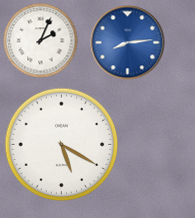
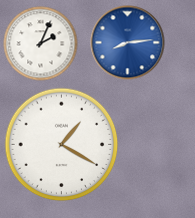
clock at (41, 41) position: (41, 41) -> (41, 44)
clock at (62, 145): 5:20 -> 1:20
